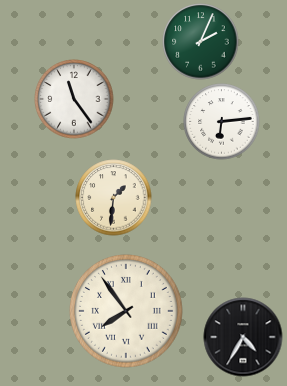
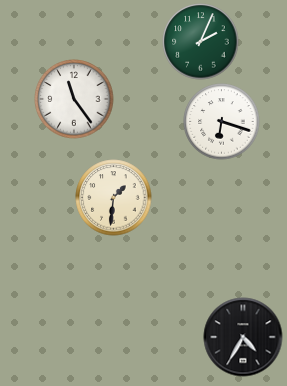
clock at (222, 122): 6:14 -> 6:18
clock at (127, 312): 7:54 -> none
